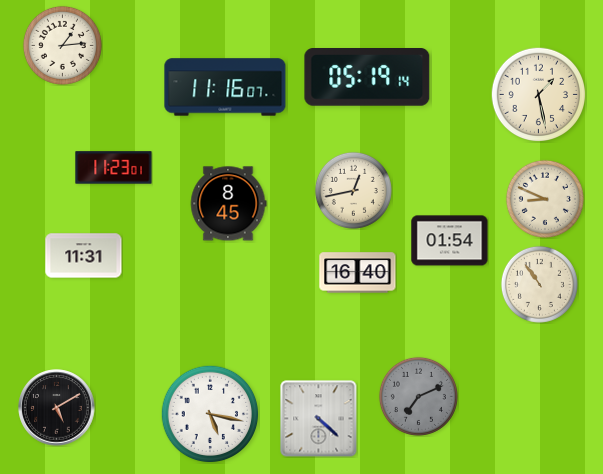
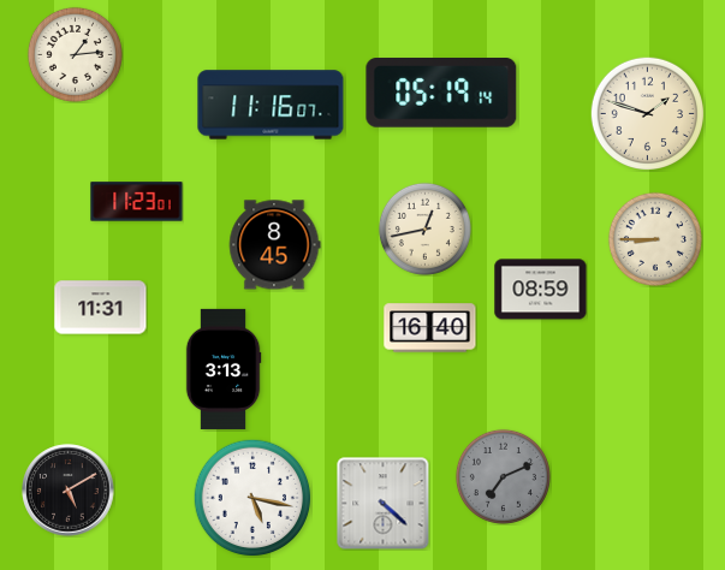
clock at (538, 94): 1:28 -> 1:48
clock at (545, 199): 8:49 -> 8:45
clock at (450, 241): 01:54 -> 08:59
clock at (539, 284): 10:54 -> none
clock at (224, 369): none -> 3:13
